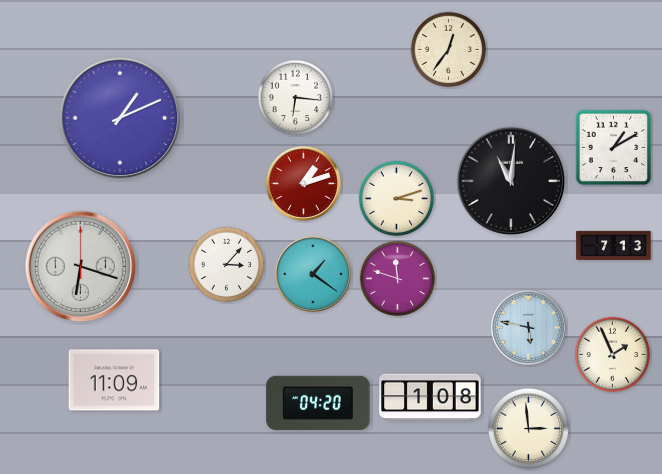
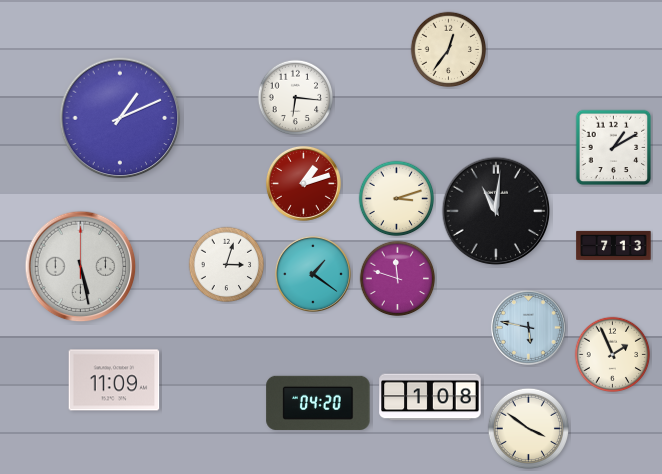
clock at (511, 181) position: (511, 181) -> (496, 211)
clock at (227, 265): 3:07 -> 3:03
clock at (81, 267): 6:18 -> 5:28
clock at (528, 428): 2:59 -> 3:51
